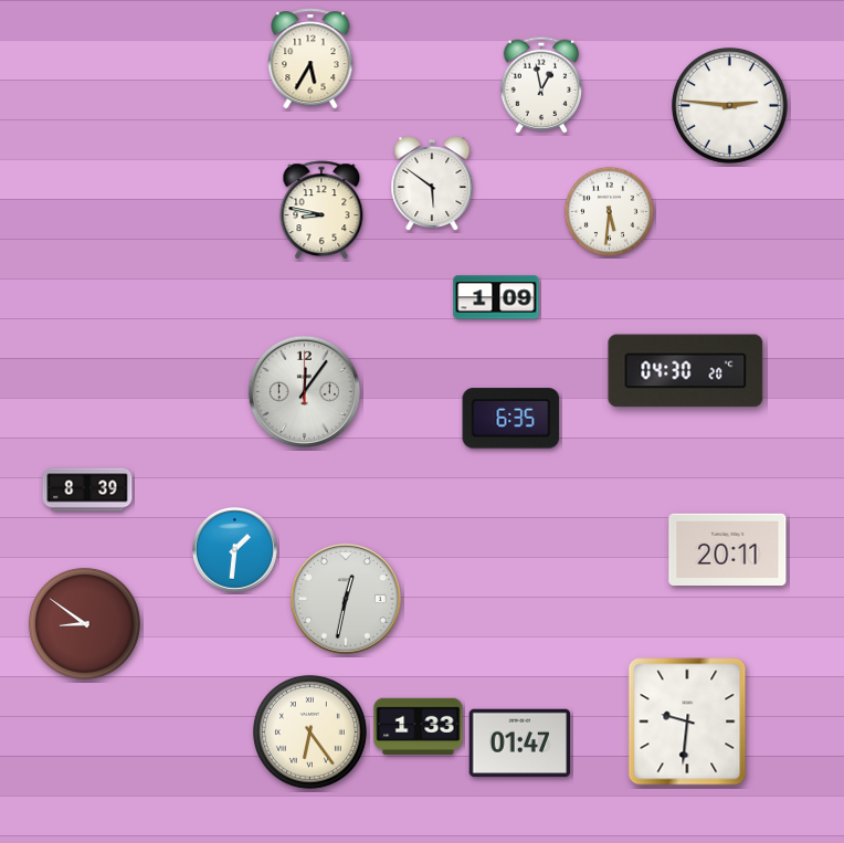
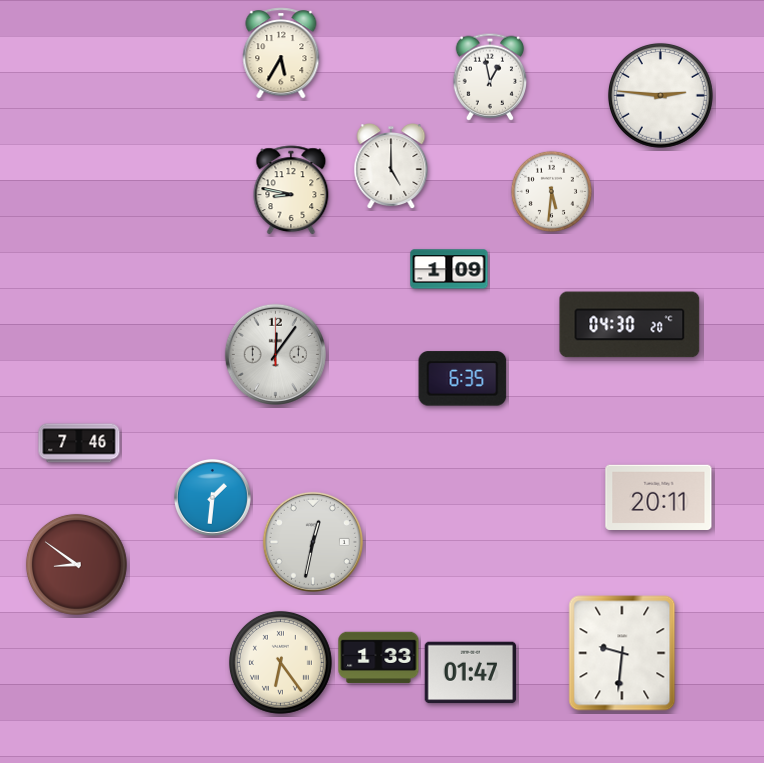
clock at (432, 185): 5:51 -> 5:00
clock at (686, 371) position: (686, 371) -> (630, 325)
clock at (87, 489): 8:39 -> 7:46
